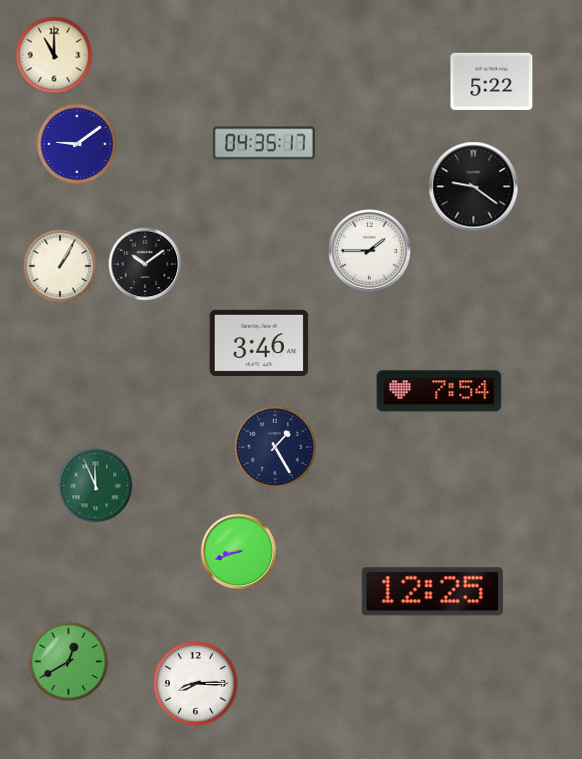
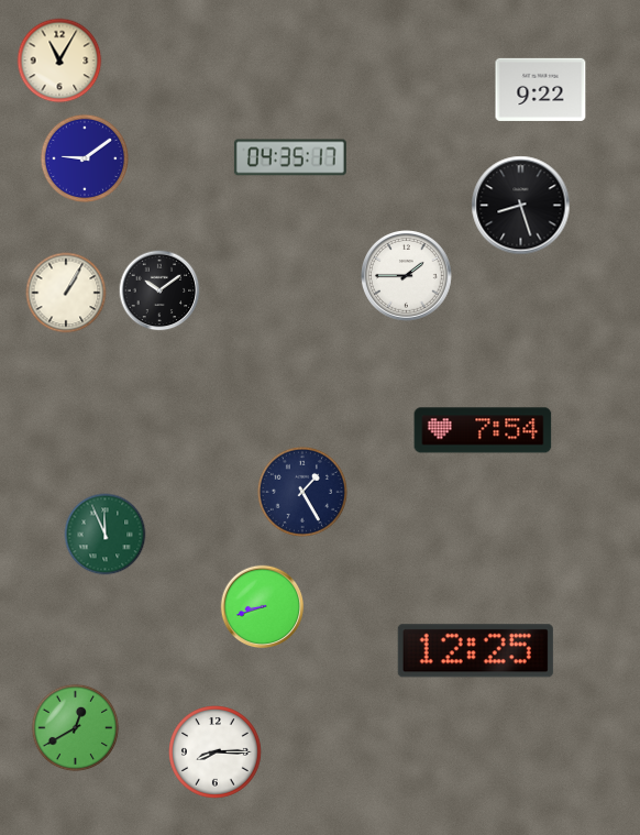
clock at (54, 55): 11:00 -> 11:05
clock at (492, 81): 5:22 -> 9:22
clock at (474, 187): 9:21 -> 8:27
clock at (259, 342): 3:46 -> none
